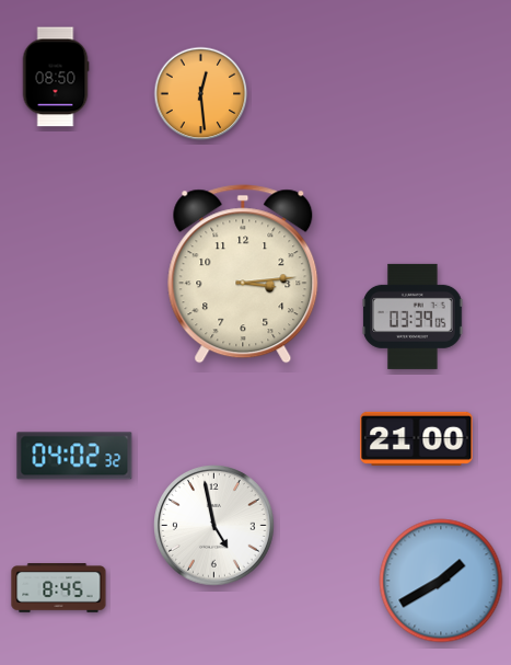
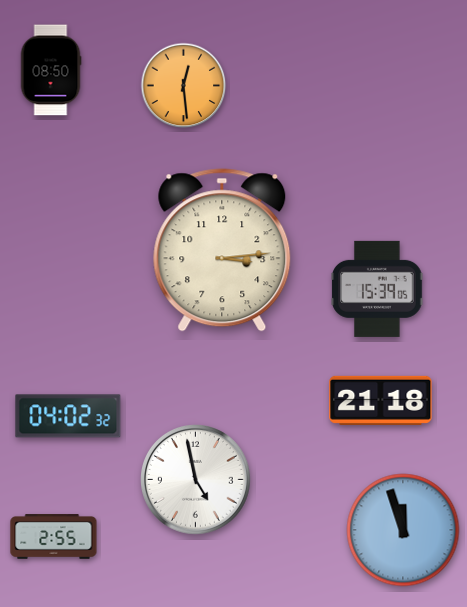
clock at (413, 317): 03:39 -> 15:39
clock at (417, 438): 21:00 -> 21:18
clock at (441, 581): 1:40 -> 11:57
clock at (59, 588): 8:45 -> 2:55
